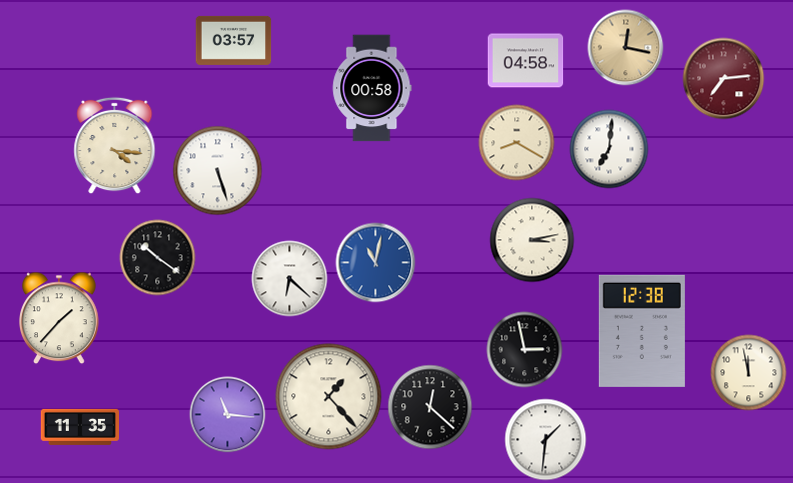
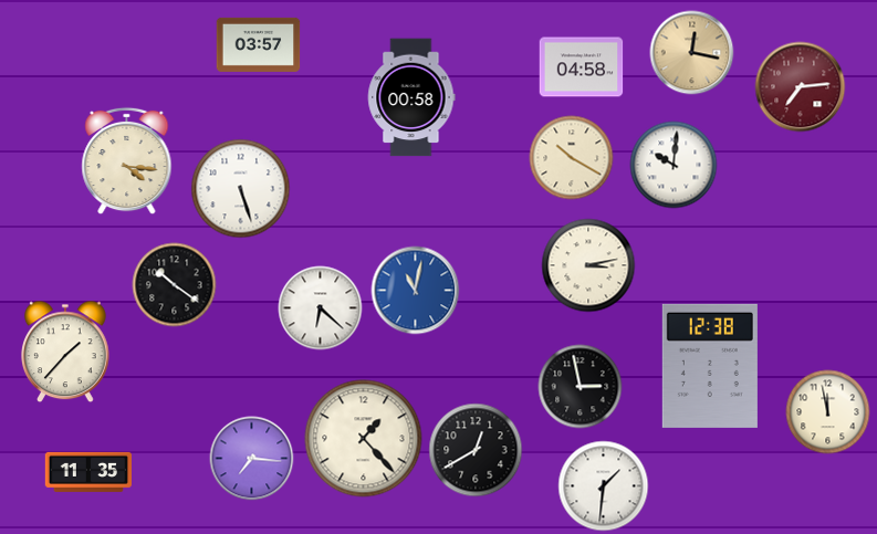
clock at (517, 143): 8:20 -> 10:20
clock at (609, 149): 7:01 -> 10:01
clock at (430, 407): 12:22 -> 12:40
clock at (228, 415): 11:16 -> 7:16
